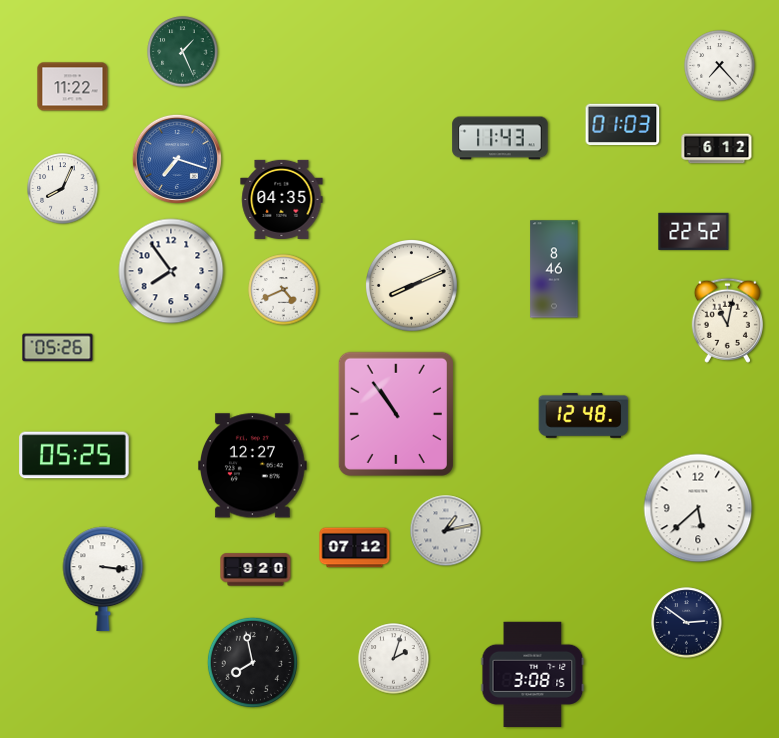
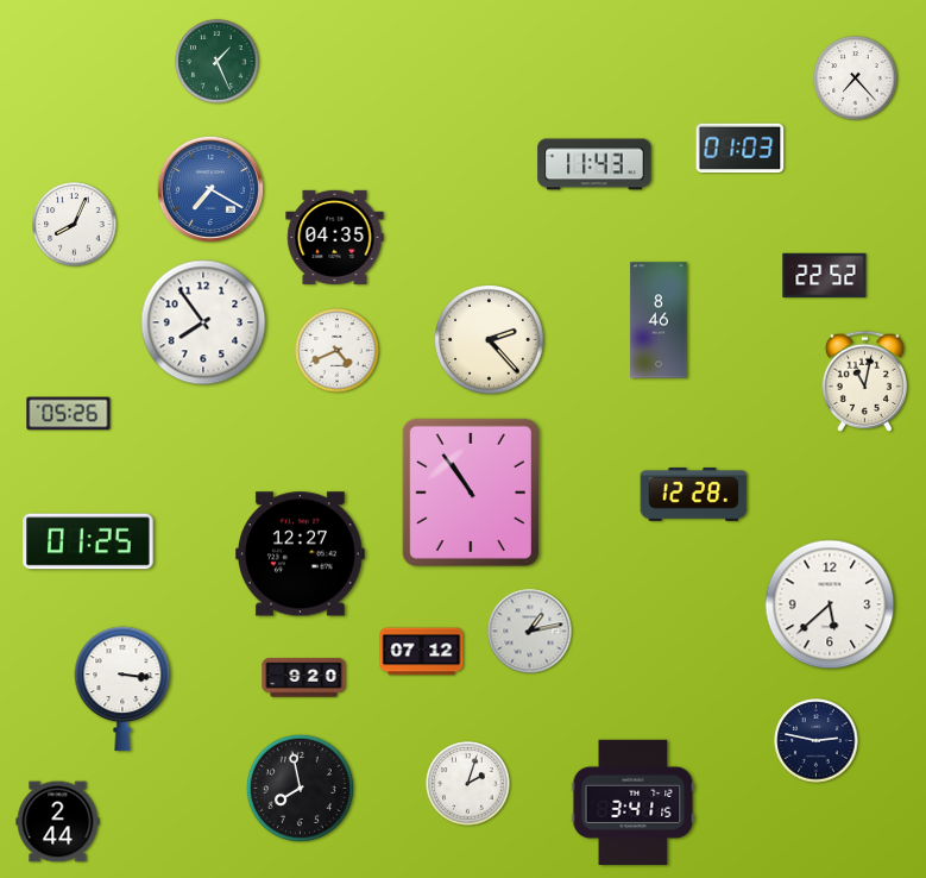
clock at (73, 87): 11:22 -> none
clock at (717, 149): 6:12 -> none
clock at (177, 159): 7:18 -> 7:20
clock at (411, 285): 8:11 -> 2:23
clock at (284, 290) position: (284, 290) -> (338, 351)
clock at (584, 415): 12:48 -> 12:28
clock at (74, 455): 05:25 -> 01:25
clock at (687, 623): 2:51 -> 2:47
clock at (533, 674): 3:08 -> 3:41
clock at (58, 822): none -> 2:44
